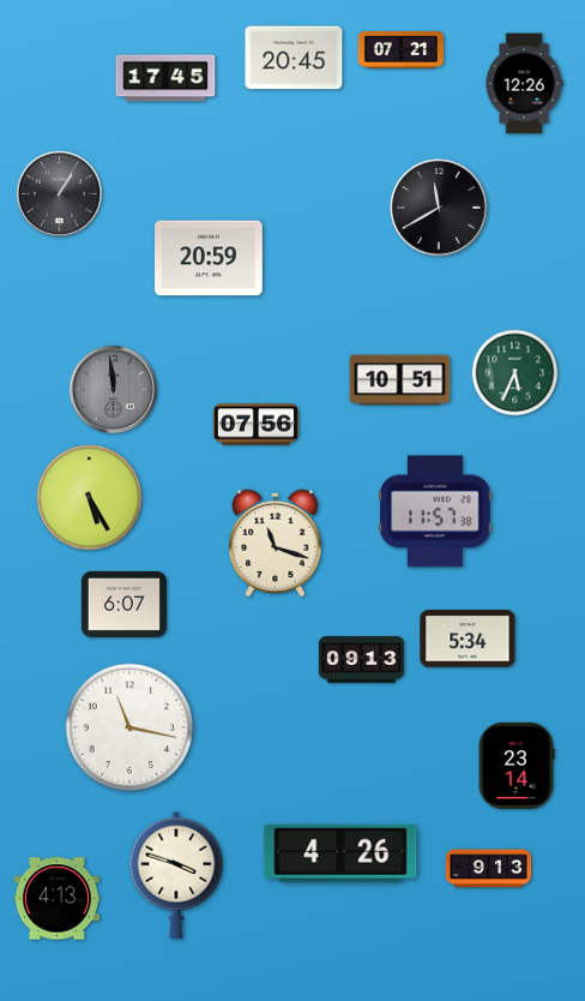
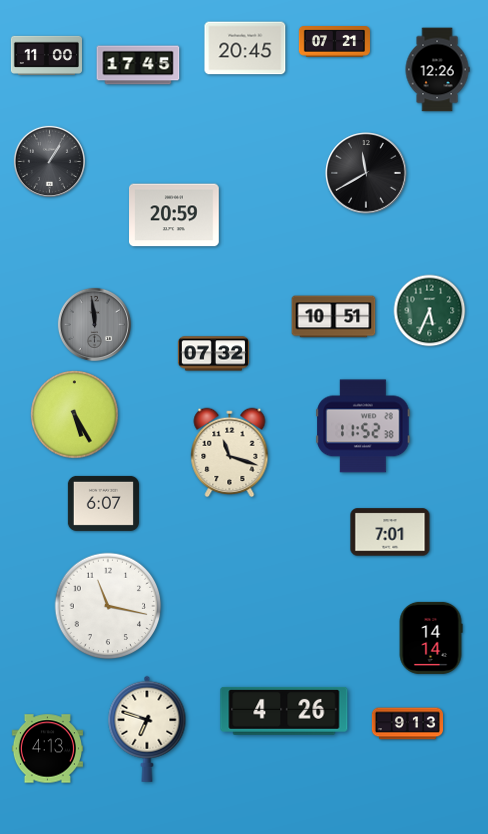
clock at (46, 55): none -> 11:00
clock at (255, 425): 07:56 -> 07:32
clock at (435, 511): 11:57 -> 11:52
clock at (468, 639): 5:34 -> 7:01
clock at (361, 660): 09:13 -> none
clock at (517, 766): 23:14 -> 14:14
clock at (176, 875): 3:48 -> 6:48
